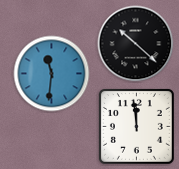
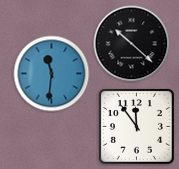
clock at (136, 44) position: (136, 44) -> (132, 44)
clock at (136, 126): 11:59 -> 11:54
